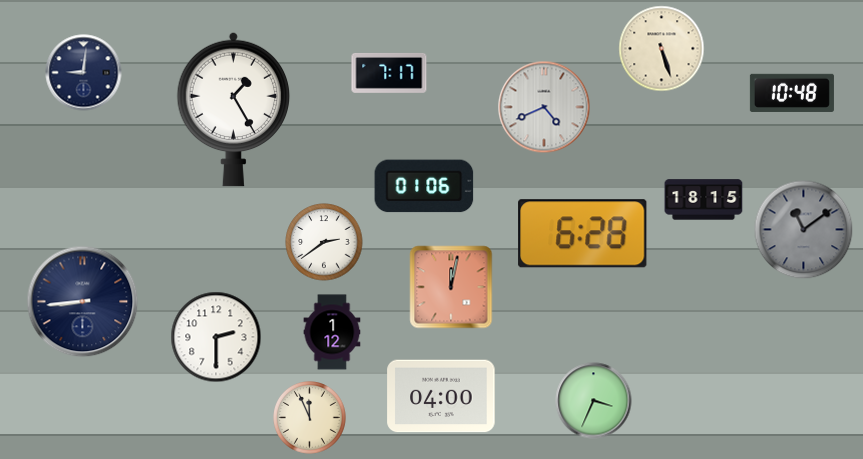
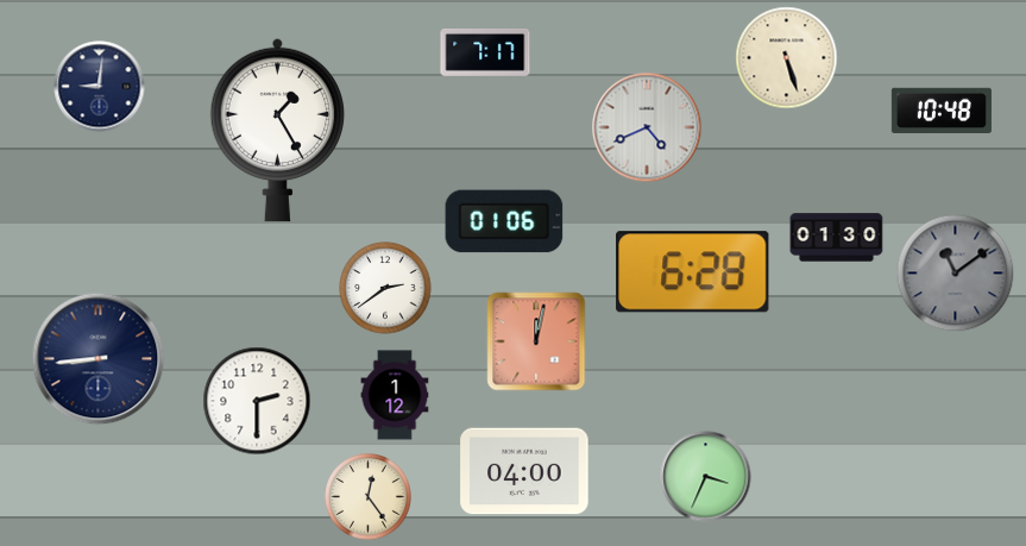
clock at (389, 73) position: (389, 73) -> (485, 52)
clock at (704, 200): 18:15 -> 01:30
clock at (583, 234) position: (583, 234) -> (693, 272)
clock at (310, 418): 11:56 -> 12:24
